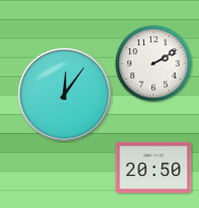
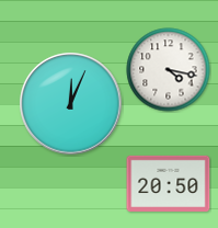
clock at (154, 64): 2:10 -> 4:17
clock at (65, 95): 12:06 -> 12:04
